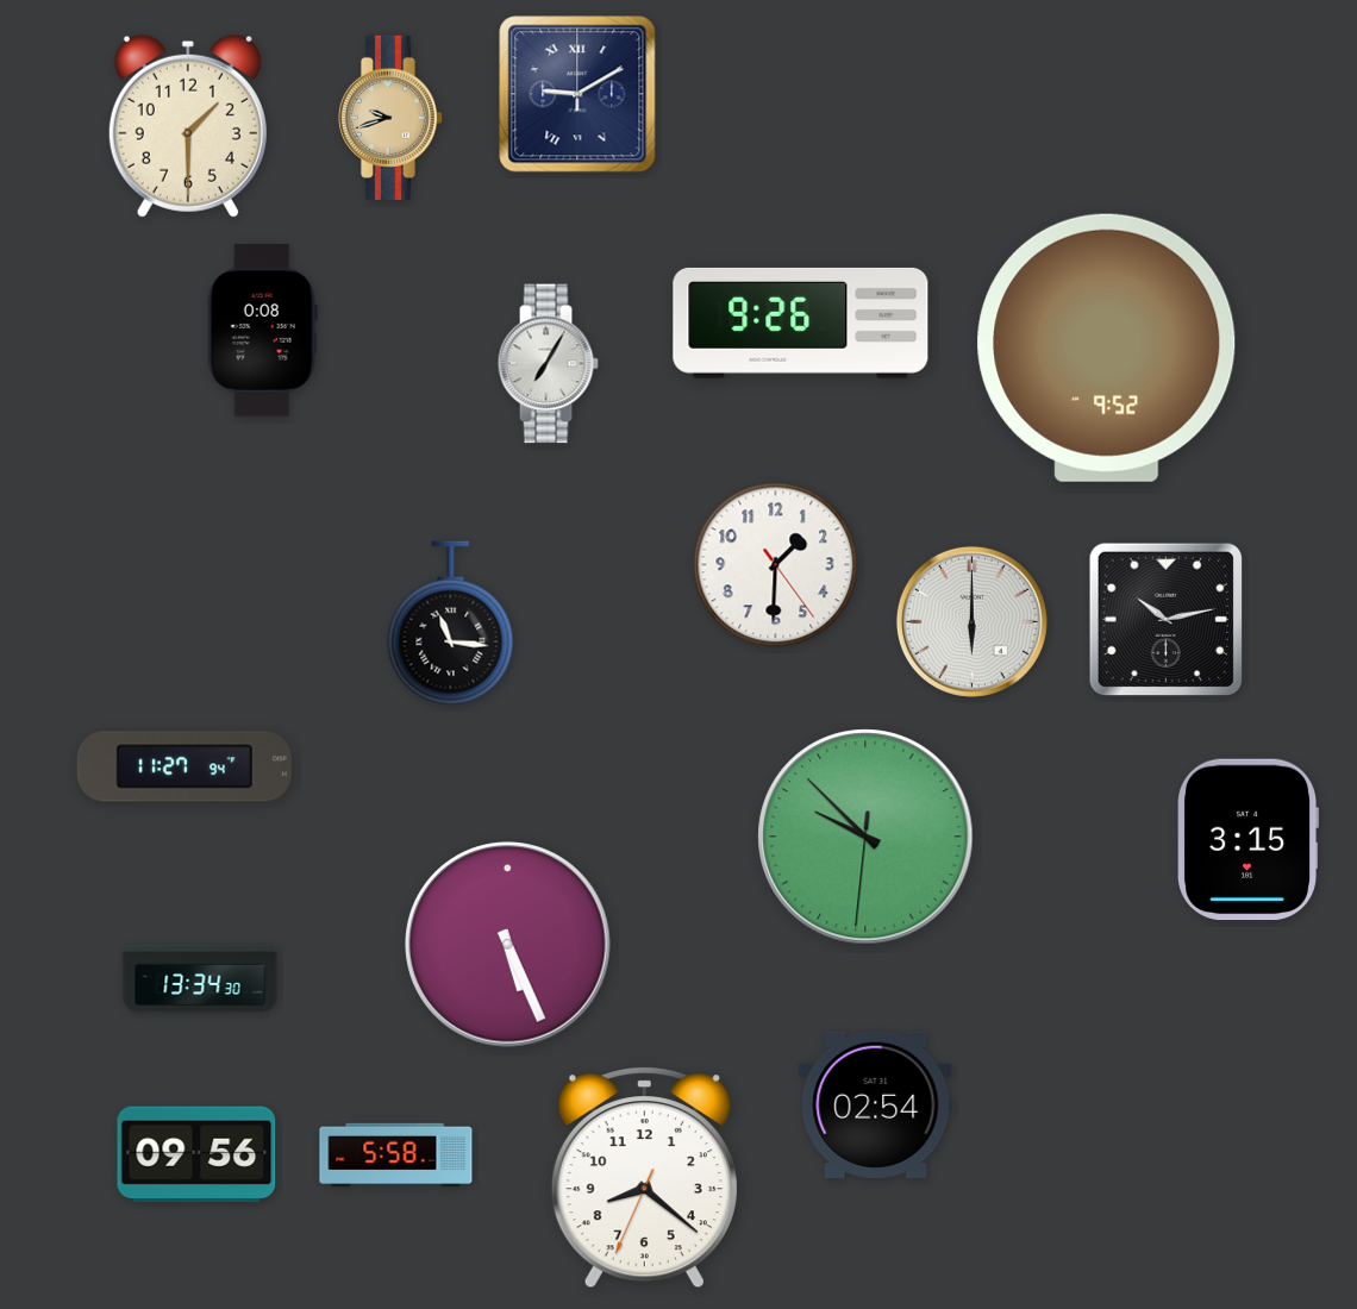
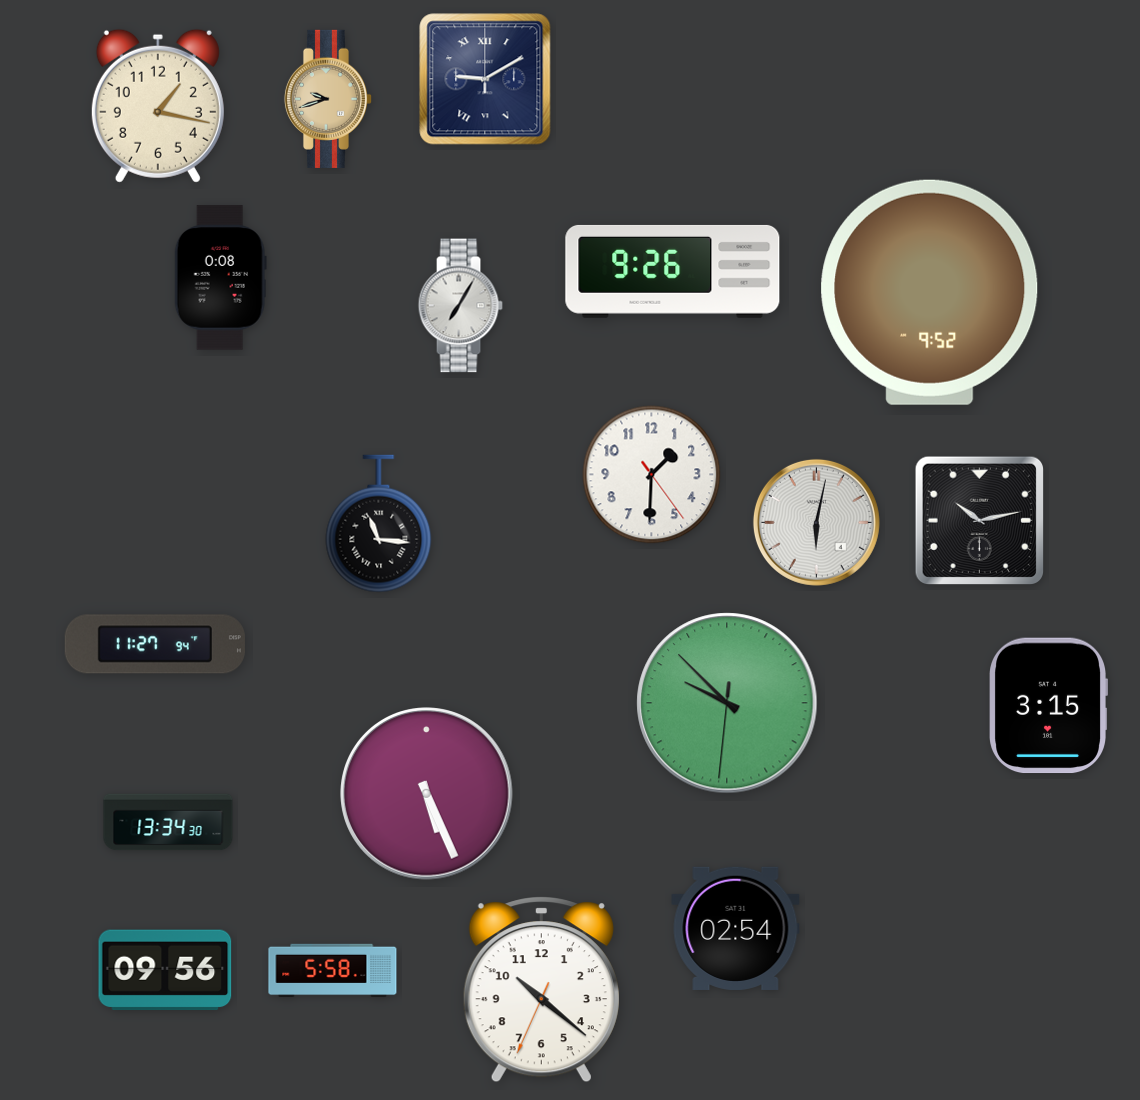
clock at (188, 126): 1:30 -> 1:17
clock at (971, 621): 6:00 -> 6:02
clock at (644, 1178): 8:21 -> 10:21
